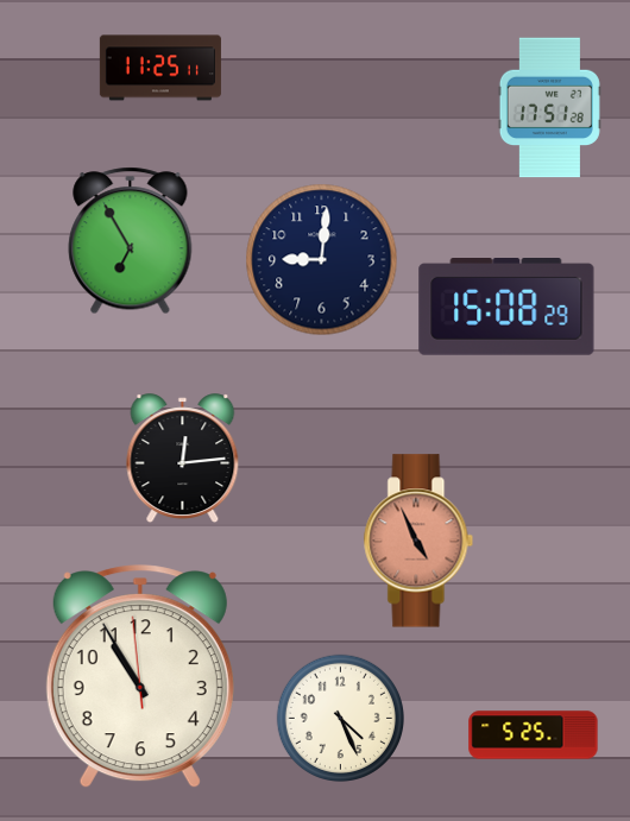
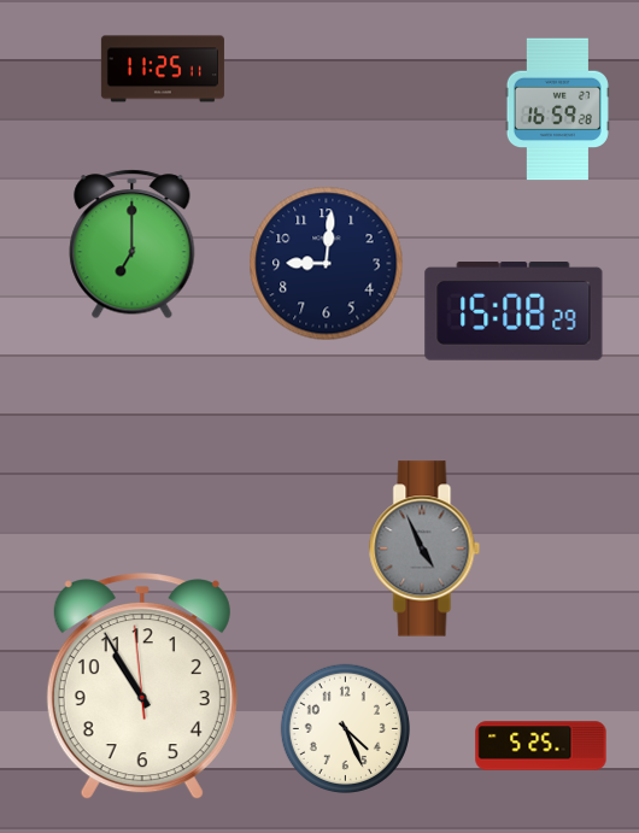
clock at (549, 108): 17:51 -> 16:59
clock at (131, 241): 6:55 -> 7:00
clock at (183, 459): 12:14 -> none
clock at (418, 541) dial: salmon -> grey
